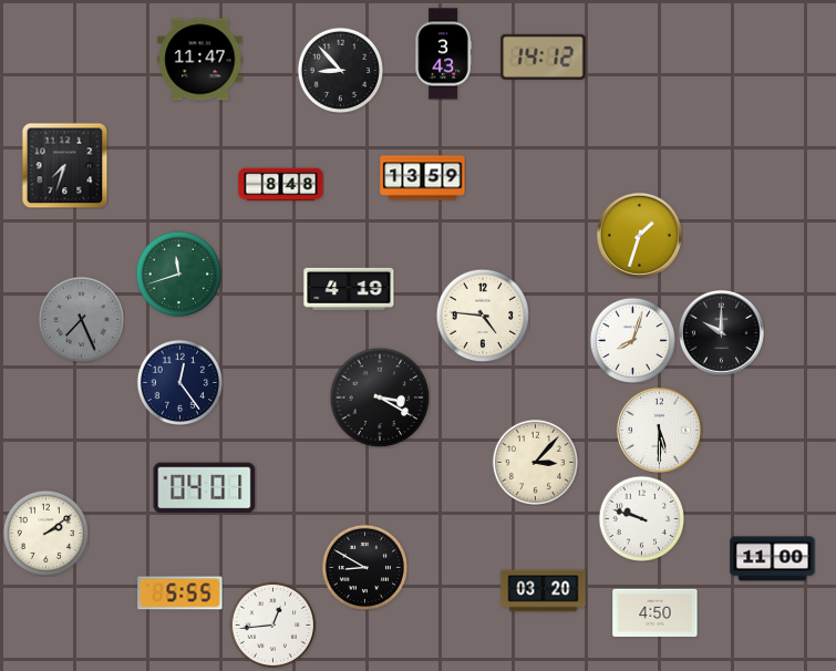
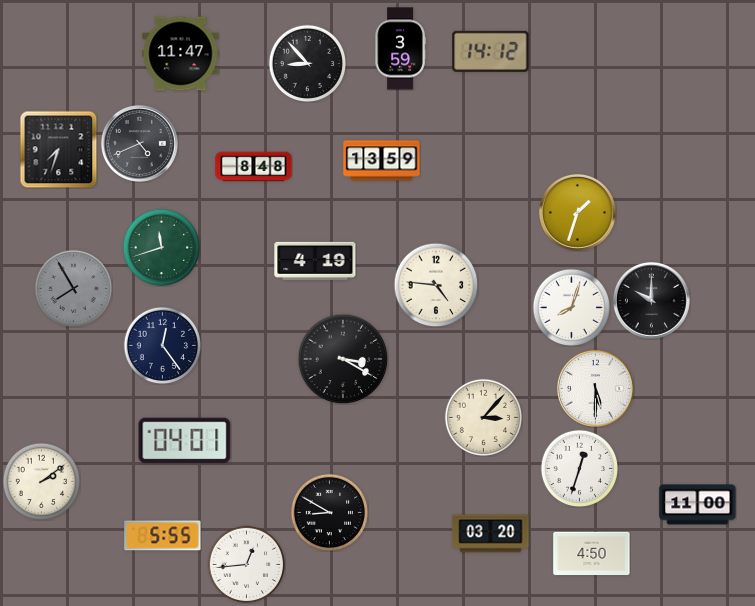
clock at (443, 54): 3:43 -> 3:59
clock at (139, 143): none -> 4:41
clock at (81, 319): 7:26 -> 7:55
clock at (641, 518): 9:48 -> 12:33
